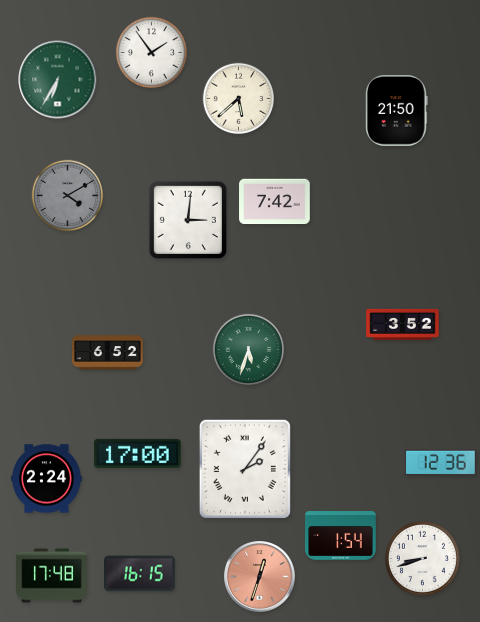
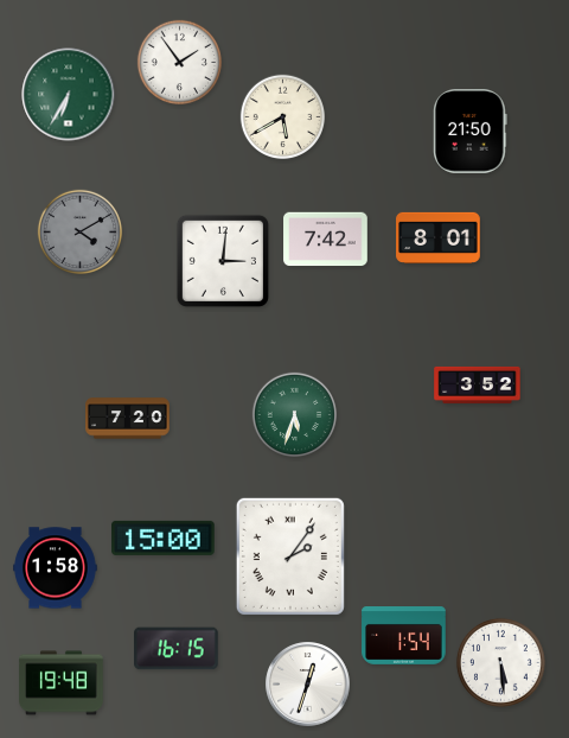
clock at (239, 99): 5:38 -> 5:40
clock at (439, 237): none -> 8:01
clock at (108, 353): 6:52 -> 7:20
clock at (138, 453): 17:00 -> 15:00
clock at (440, 462): 12:36 -> none
clock at (47, 479): 2:24 -> 1:58
clock at (422, 558): 8:42 -> 5:29
clock at (140, 574) position: (140, 574) -> (177, 649)
clock at (52, 576): 17:48 -> 19:48
clock at (260, 577) dial: salmon -> white
